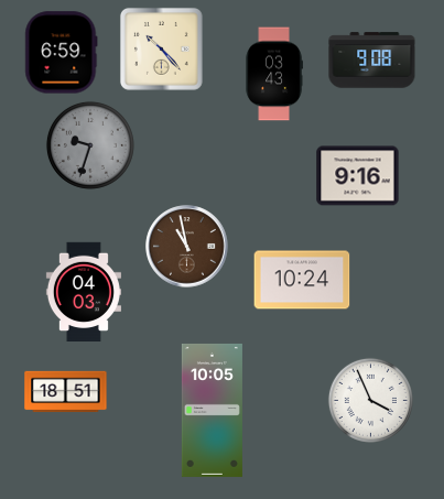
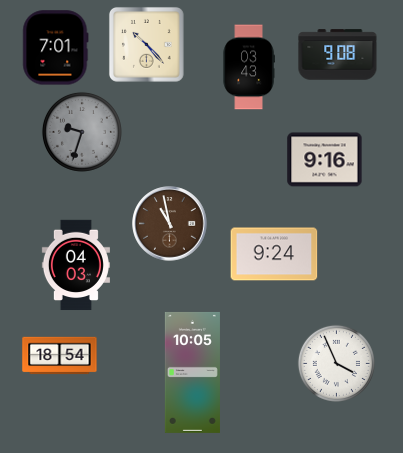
clock at (62, 53): 6:59 -> 7:01
clock at (302, 280): 10:24 -> 9:24
clock at (66, 392): 18:51 -> 18:54
